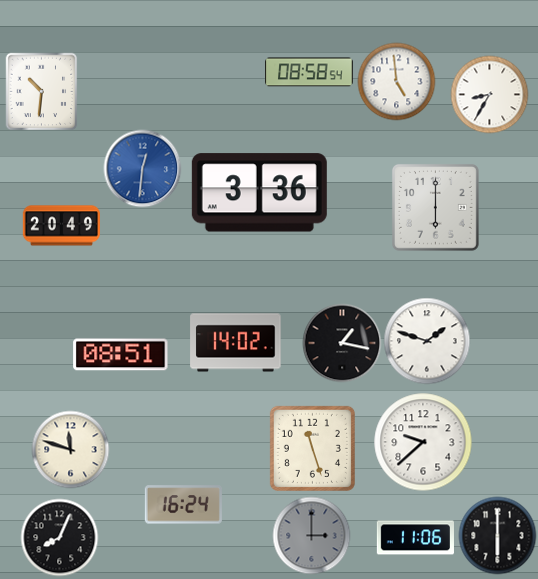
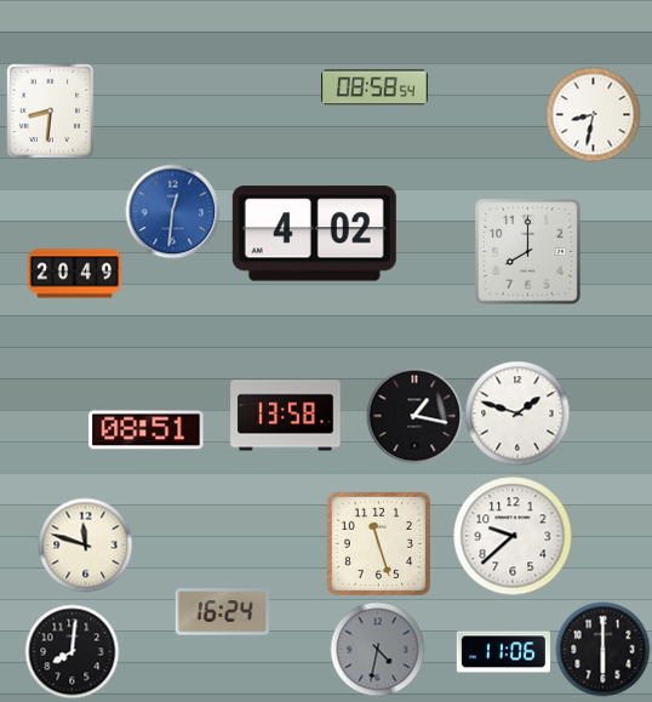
clock at (396, 81): 4:59 -> none
clock at (42, 91): 10:31 -> 8:31
clock at (489, 94): 8:35 -> 8:32
clock at (142, 168) position: (142, 168) -> (172, 211)
clock at (259, 193): 3:36 -> 4:02
clock at (435, 207): 6:00 -> 8:00
clock at (236, 343): 14:02 -> 13:58
clock at (311, 535): 3:00 -> 4:32
clock at (59, 537): 8:04 -> 8:01
